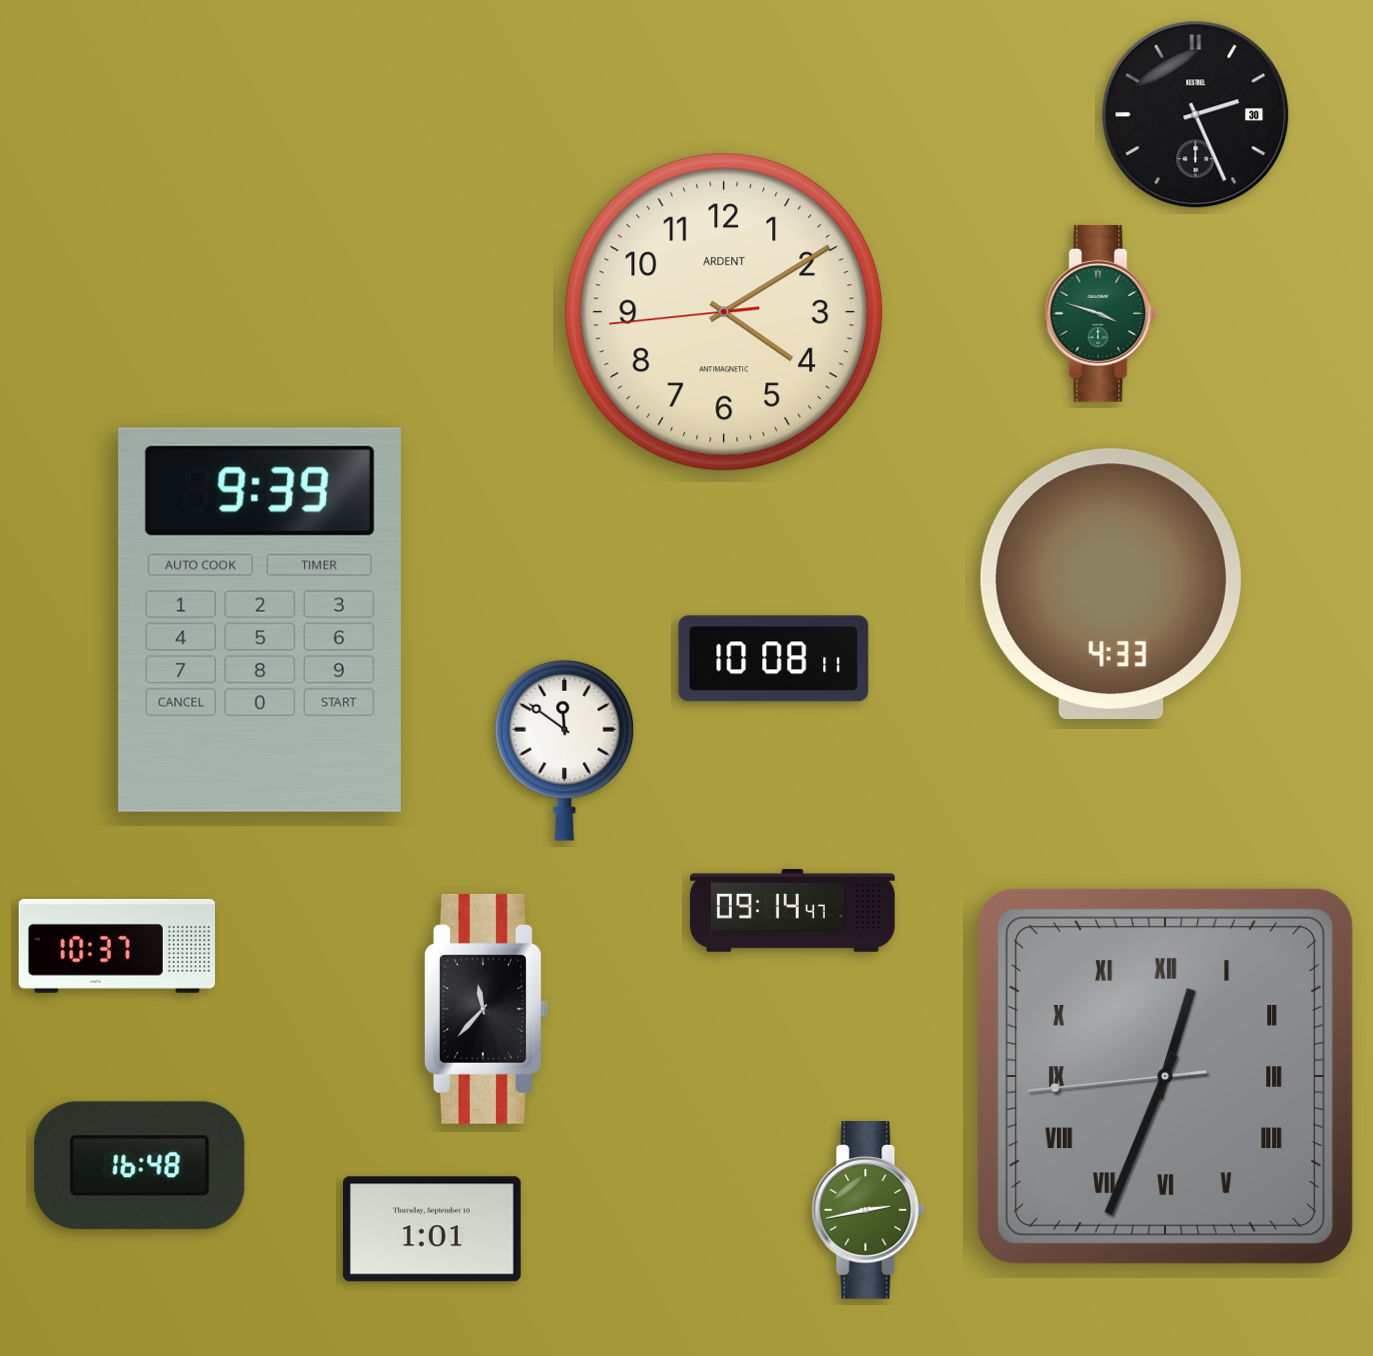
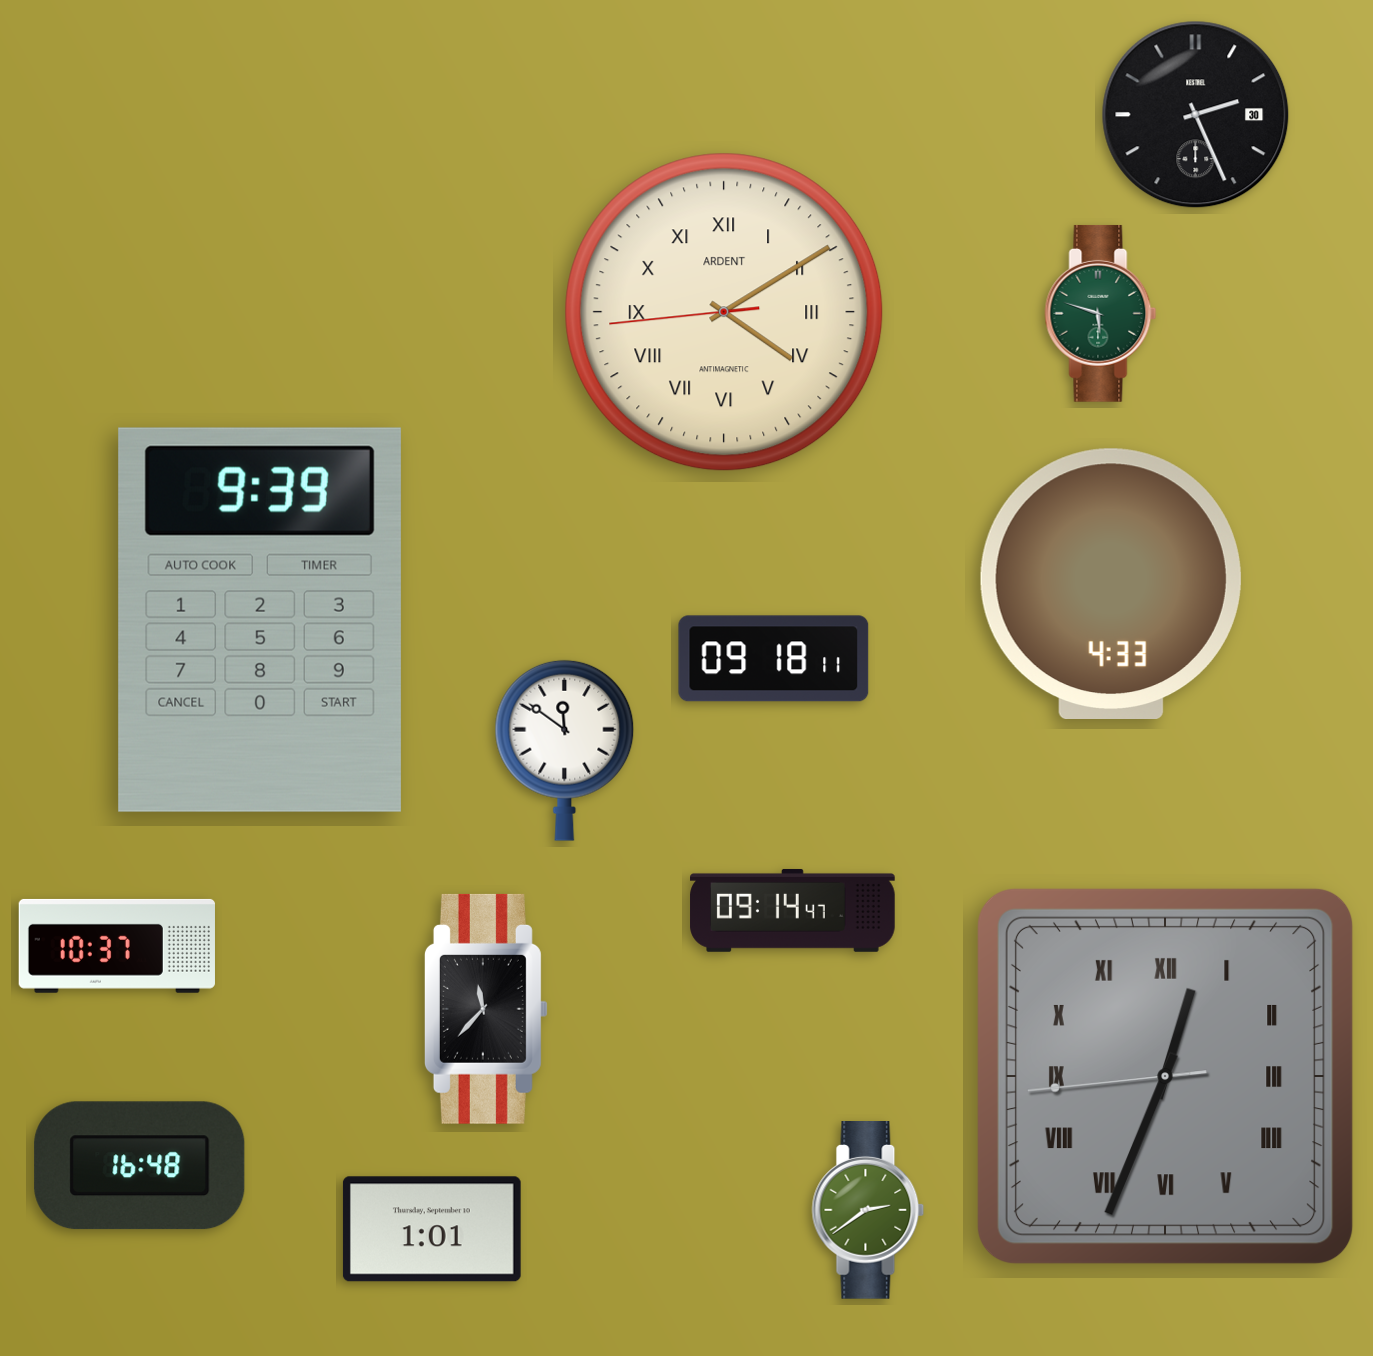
clock at (724, 312) numerals: Arabic -> Roman
clock at (1101, 313): 3:48 -> 5:48
clock at (774, 659): 10:08 -> 09:18
clock at (868, 1211): 2:43 -> 2:39
